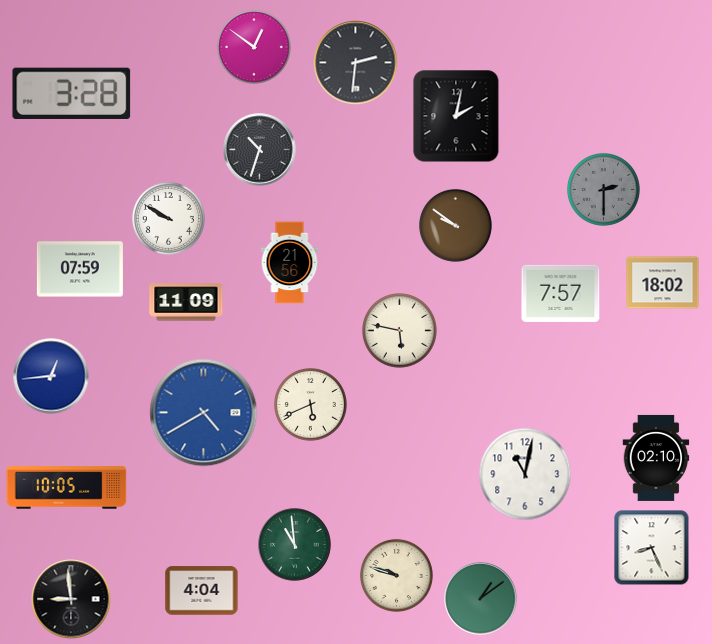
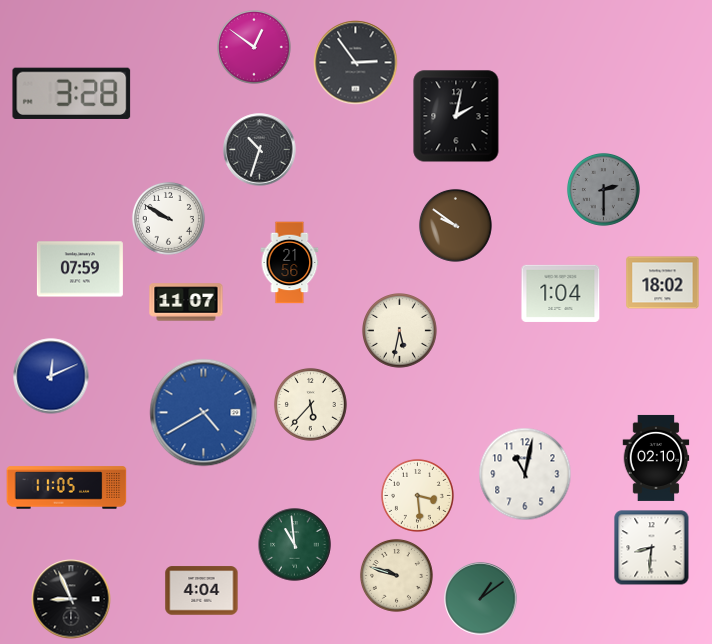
clock at (356, 63): 2:31 -> 2:54
clock at (561, 293): 7:57 -> 1:04
clock at (186, 302): 11:09 -> 11:07
clock at (400, 331): 5:47 -> 5:32
clock at (51, 376): 12:44 -> 12:11
clock at (310, 404): 5:41 -> 5:37
clock at (67, 488): 10:05 -> 11:05
clock at (417, 495): none -> 3:29
clock at (652, 548): 8:26 -> 8:31
clock at (71, 599): 8:59 -> 8:56
